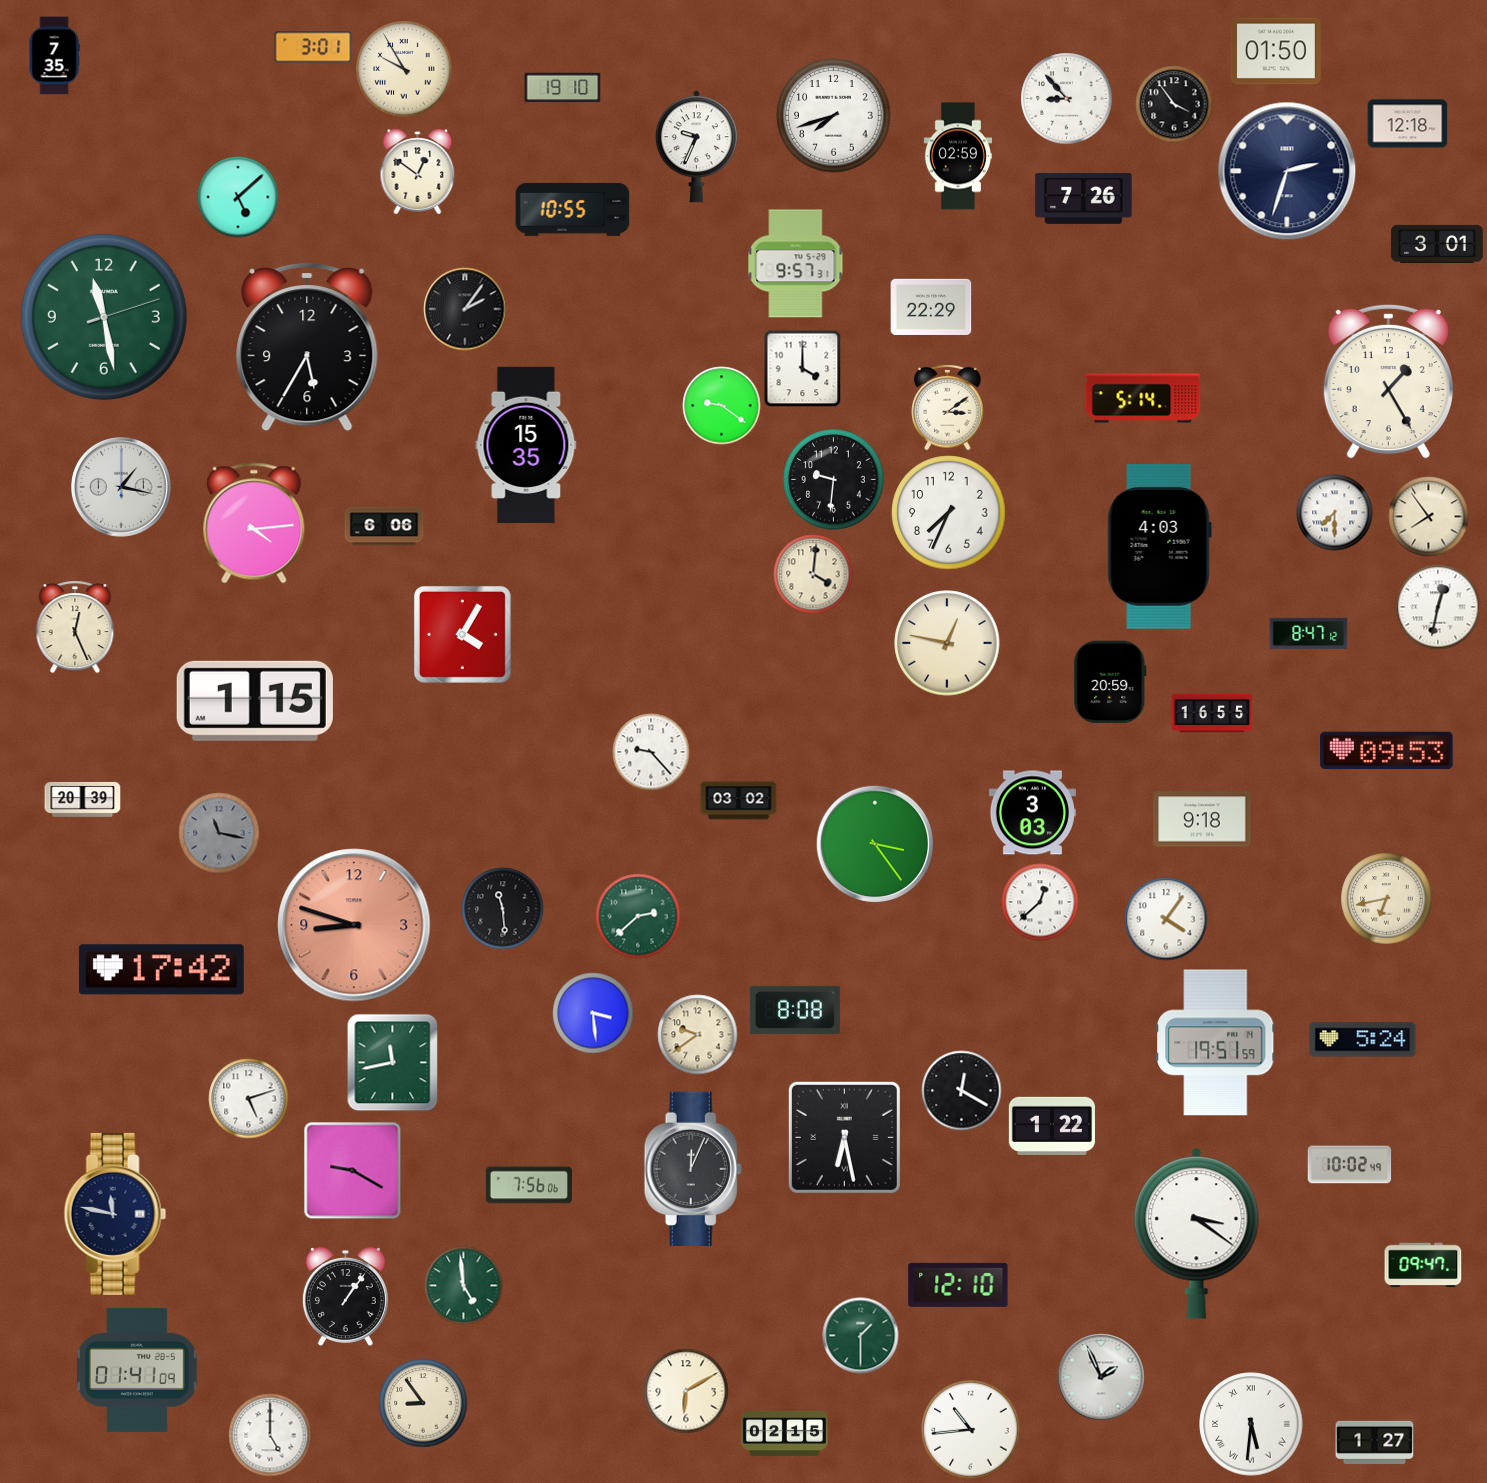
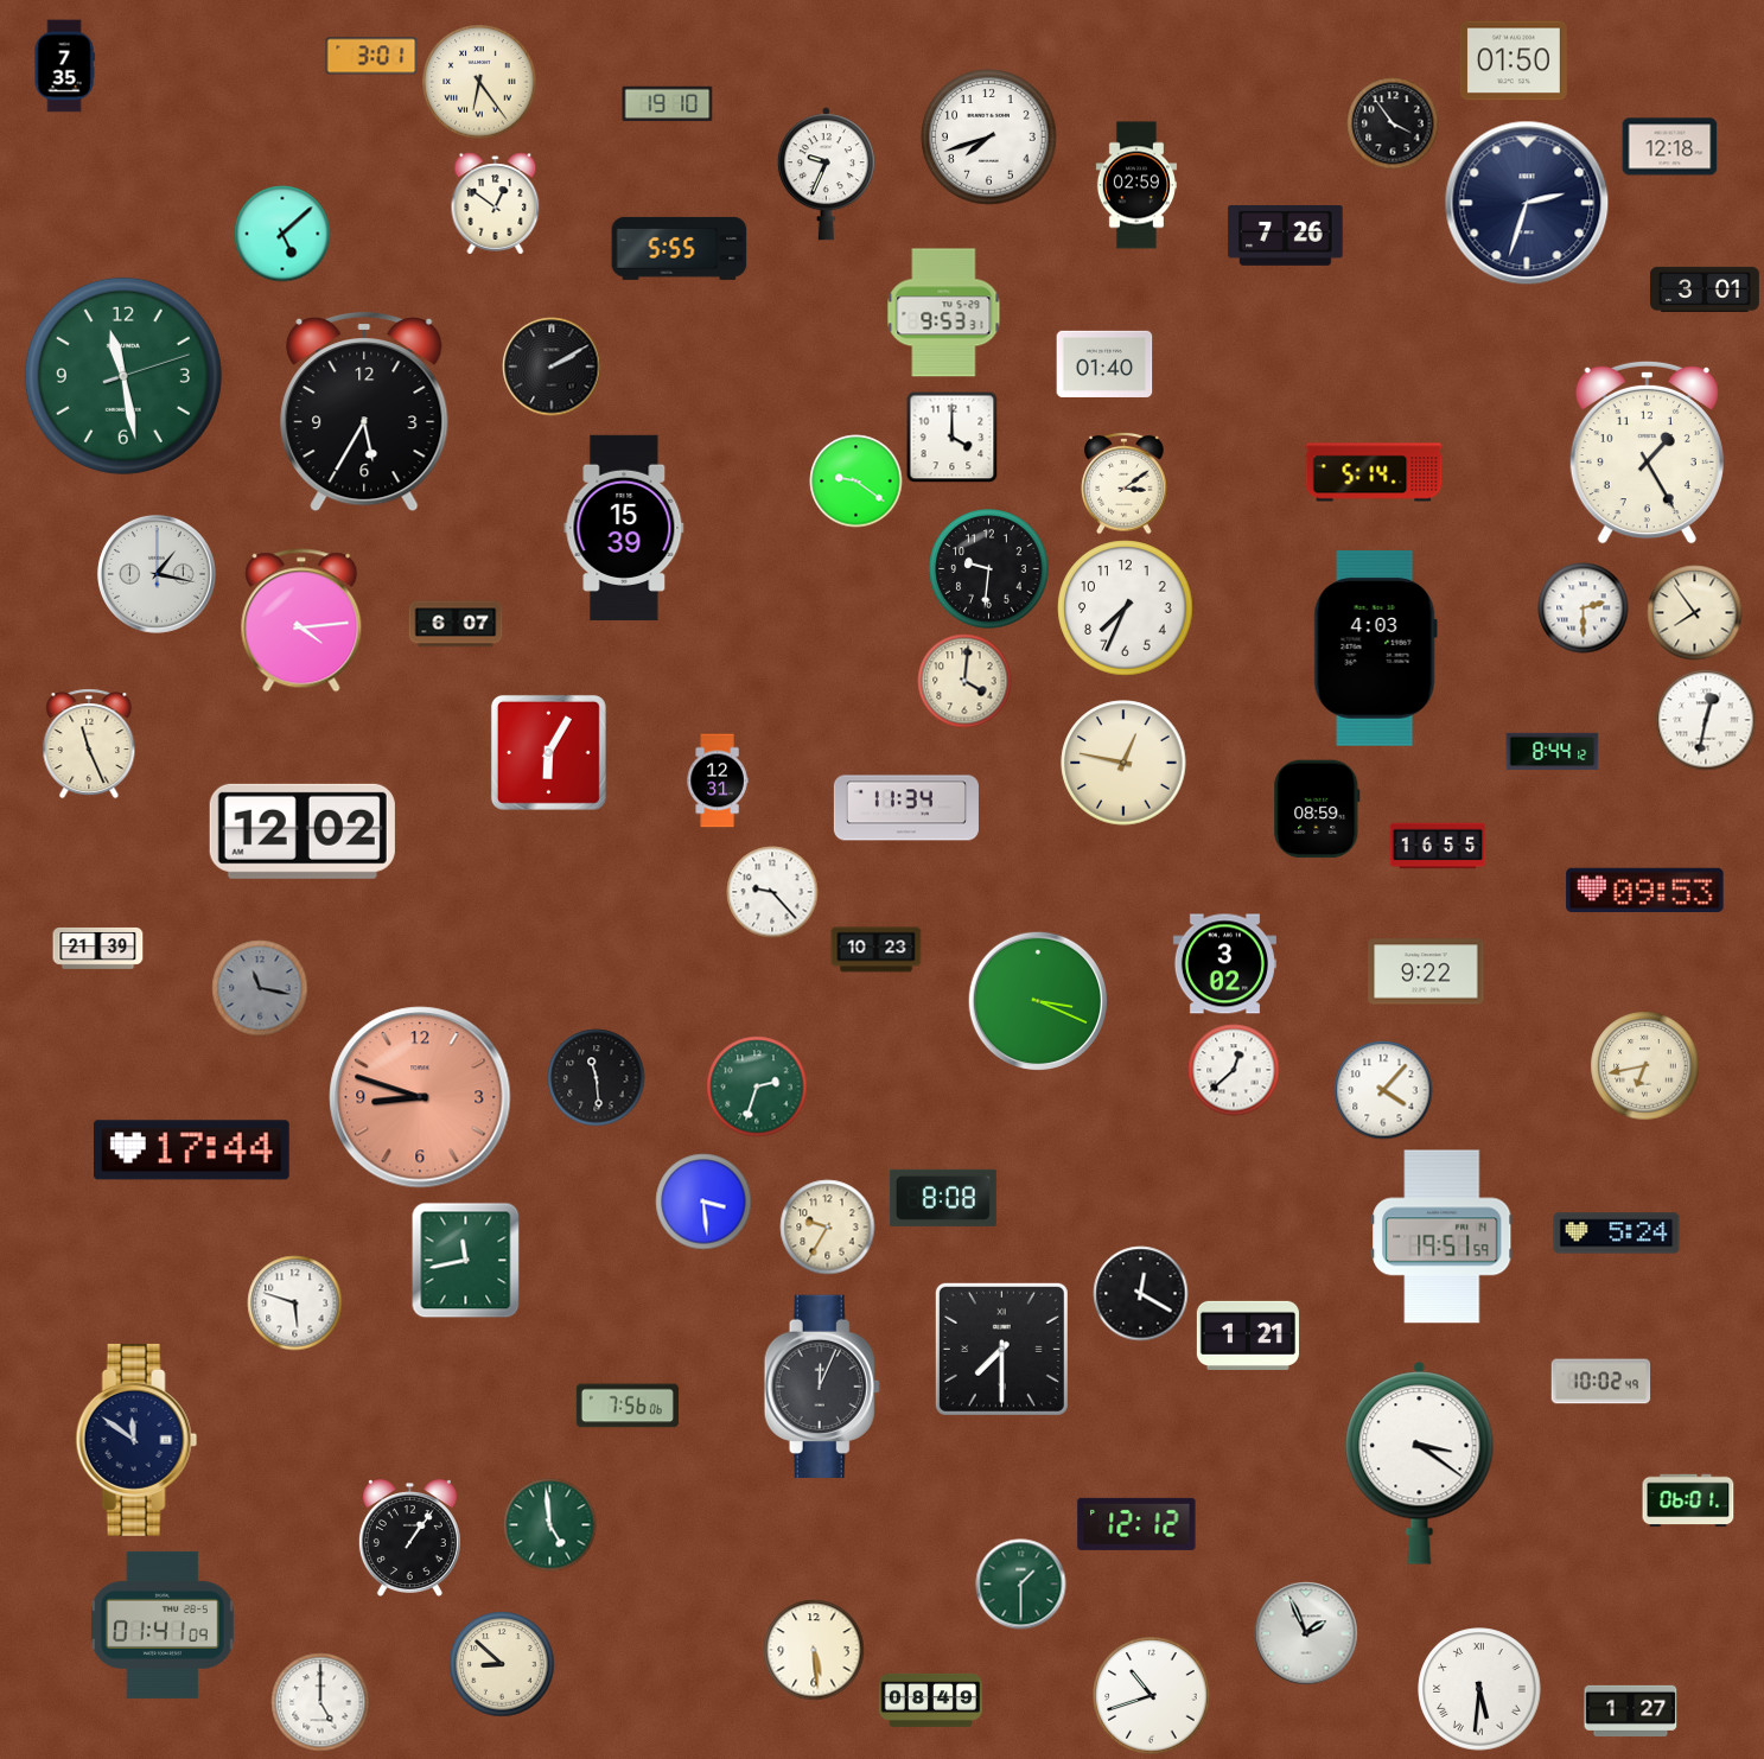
clock at (404, 69): 9:55 -> 6:24
clock at (1067, 99): 8:53 -> none
clock at (573, 209): 10:55 -> 5:55
clock at (796, 264): 9:57 -> 9:53
clock at (931, 307): 22:29 -> 01:40
clock at (465, 309): 2:06 -> 2:10
clock at (1143, 398) position: (1143, 398) -> (1374, 472)
clock at (526, 445): 15:35 -> 15:39
clock at (121, 487) position: (121, 487) -> (157, 574)
clock at (1335, 513): 7:30 -> 2:30
clock at (384, 526): 6:06 -> 6:07
clock at (75, 627): 12:26 -> 11:26
clock at (462, 634): 4:05 -> 6:05
clock at (1309, 634): 8:47 -> 8:44
clock at (718, 780): none -> 12:31
clock at (906, 808): none -> 11:34
clock at (1110, 682): 20:59 -> 08:59
clock at (255, 701): 1:15 -> 12:02
clock at (83, 800): 20:39 -> 21:39
clock at (739, 801): 03:02 -> 10:23
clock at (1032, 813): 3:03 -> 3:02
clock at (1202, 819): 9:18 -> 9:22
clock at (875, 844): 3:24 -> 3:19
clock at (638, 916): 2:38 -> 2:33
clock at (1166, 919): 4:06 -> 4:07
clock at (161, 970): 17:42 -> 17:44
clock at (698, 1035): 9:39 -> 9:35
clock at (249, 1099): 5:12 -> 5:48
clock at (1052, 1126): 1:22 -> 1:21
clock at (844, 1137): 6:28 -> 7:30
clock at (353, 1171): 9:20 -> none
clock at (115, 1214): 11:47 -> 11:51
clock at (1423, 1265): 09:47 -> 06:01
clock at (958, 1285): 12:10 -> 12:12
clock at (686, 1391): 6:10 -> 5:29
clock at (423, 1403): 8:54 -> 8:52
clock at (1251, 1424) position: (1251, 1424) -> (1479, 1689)
clock at (971, 1430): 10:44 -> 10:42
clock at (784, 1433): 02:15 -> 08:49
